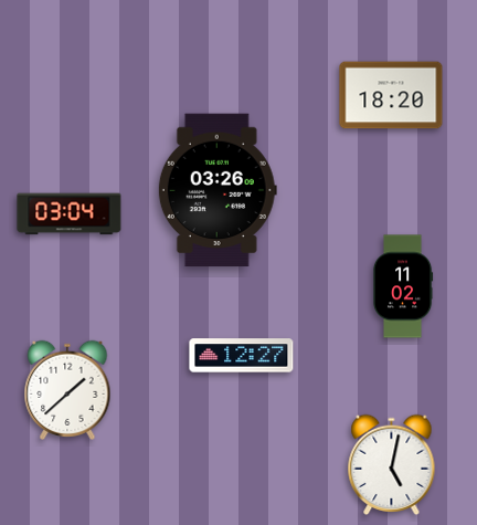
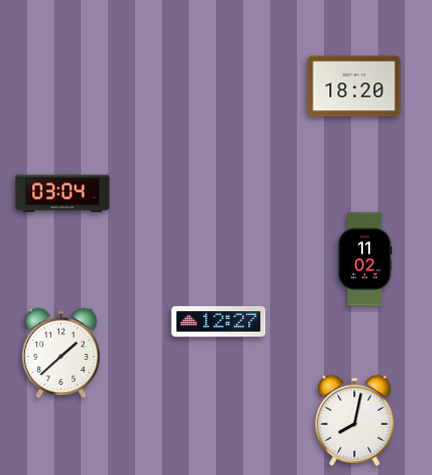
clock at (218, 190): 03:26 -> none
clock at (392, 464): 5:02 -> 8:02
